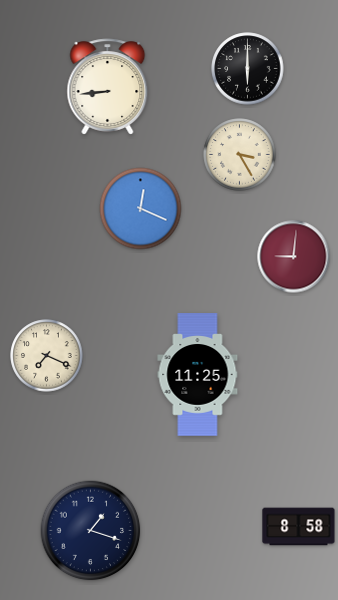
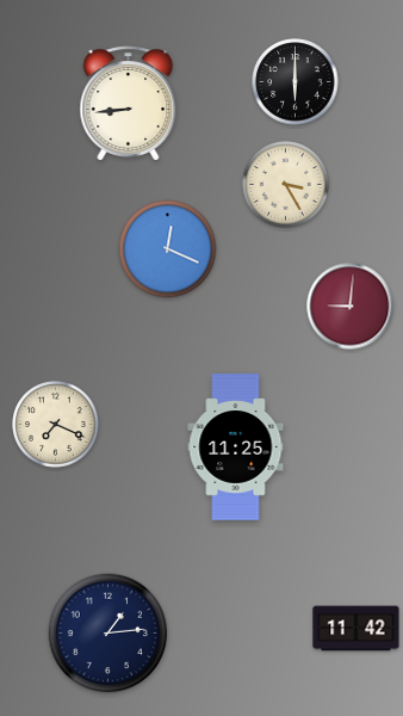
clock at (299, 527): 8:58 -> 11:42
clock at (91, 531): 1:18 -> 1:14
